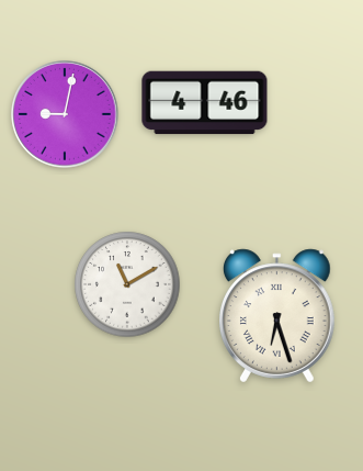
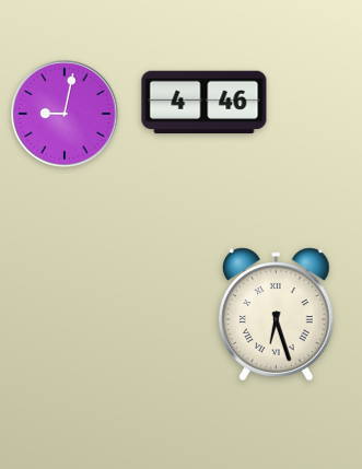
clock at (127, 284): 11:10 -> none
